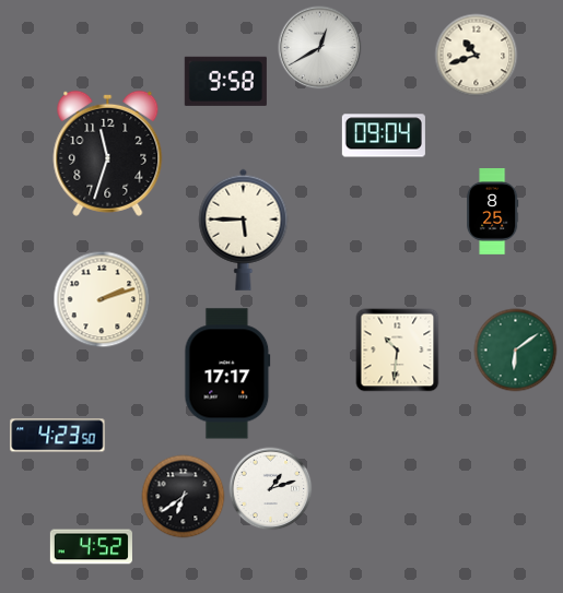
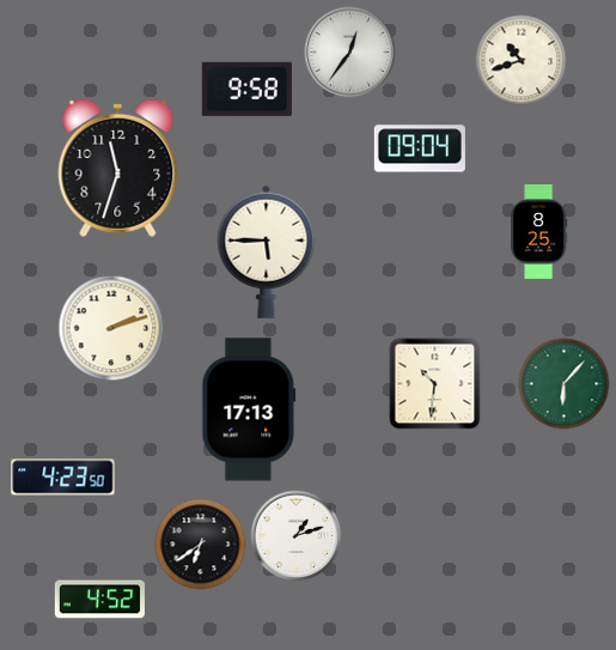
clock at (320, 48): 12:40 -> 12:36
clock at (516, 351): 6:09 -> 6:07
clock at (227, 373): 17:17 -> 17:13
